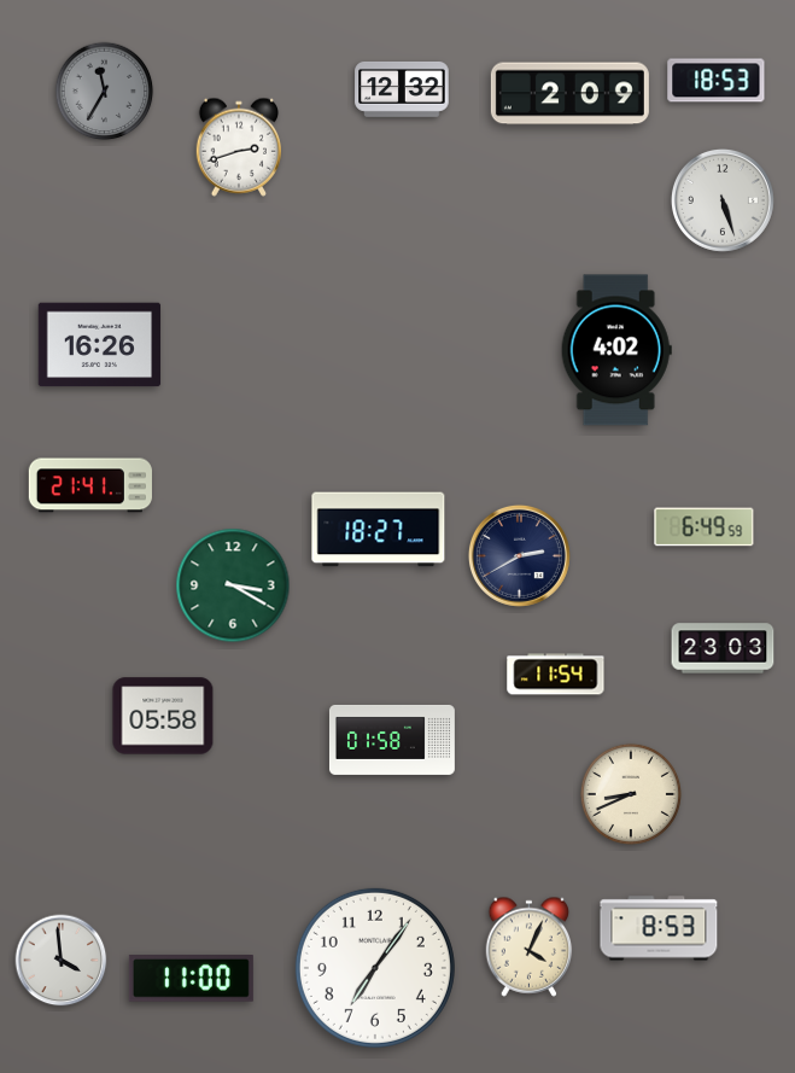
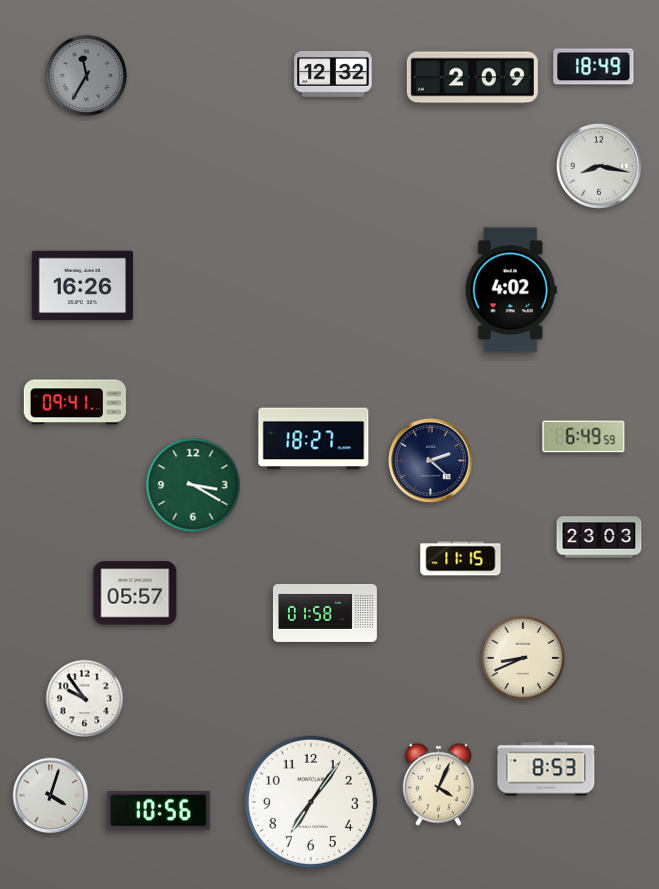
clock at (717, 81): 18:53 -> 18:49
clock at (238, 147): 2:42 -> none
clock at (723, 200): 5:27 -> 8:17
clock at (90, 485): 21:41 -> 09:41
clock at (519, 555): 2:40 -> 2:22
clock at (556, 675): 11:54 -> 11:15
clock at (163, 716): 05:58 -> 05:57
clock at (85, 699): none -> 9:54
clock at (62, 961): 3:59 -> 4:03
clock at (191, 979): 11:00 -> 10:56
